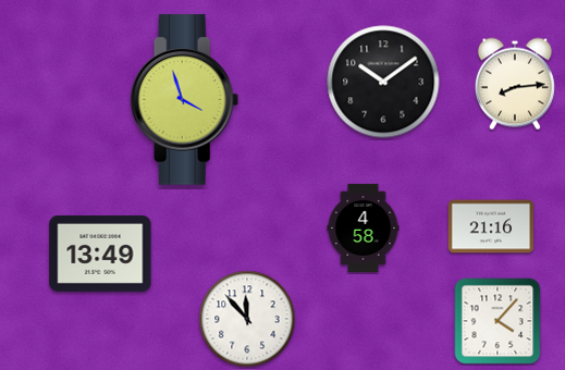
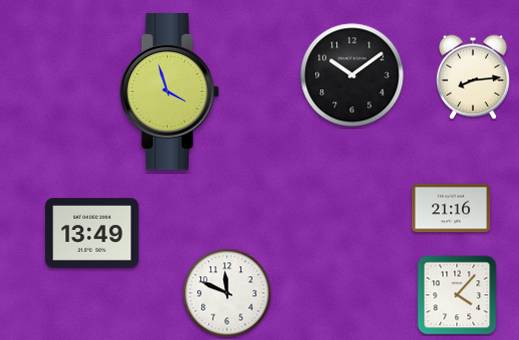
clock at (364, 227): 4:58 -> none
clock at (247, 319): 11:53 -> 11:49
